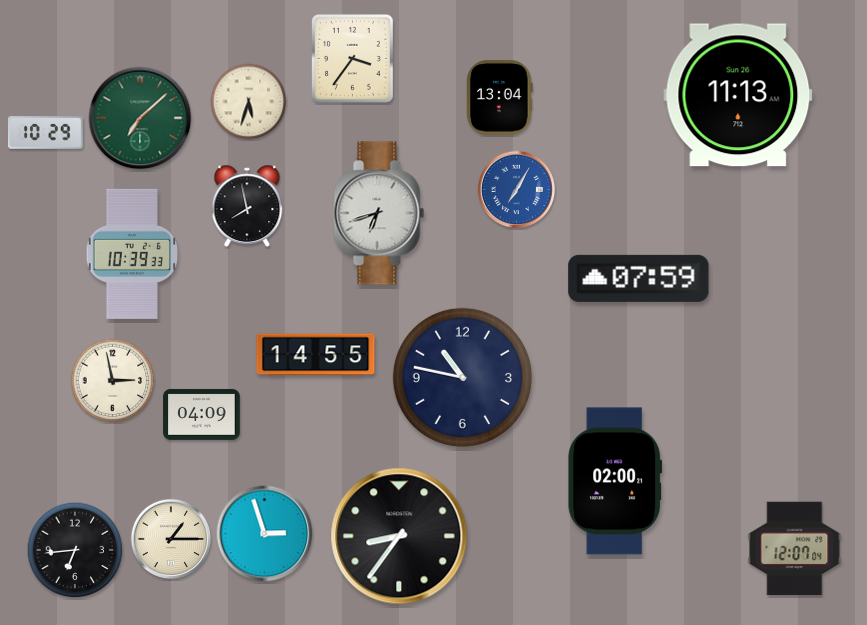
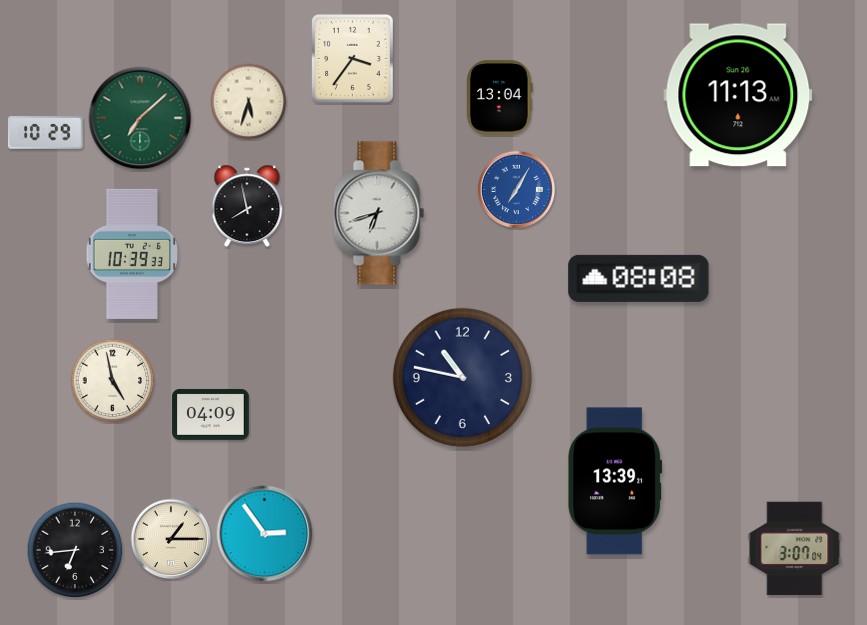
clock at (639, 278): 07:59 -> 08:08
clock at (316, 355): 14:55 -> none
clock at (113, 381): 2:58 -> 4:58
clock at (202, 414) position: (202, 414) -> (211, 414)
clock at (615, 481): 02:00 -> 13:39
clock at (265, 534): 2:57 -> 2:54
clock at (399, 536): 8:36 -> none
clock at (795, 549): 12:07 -> 3:07
